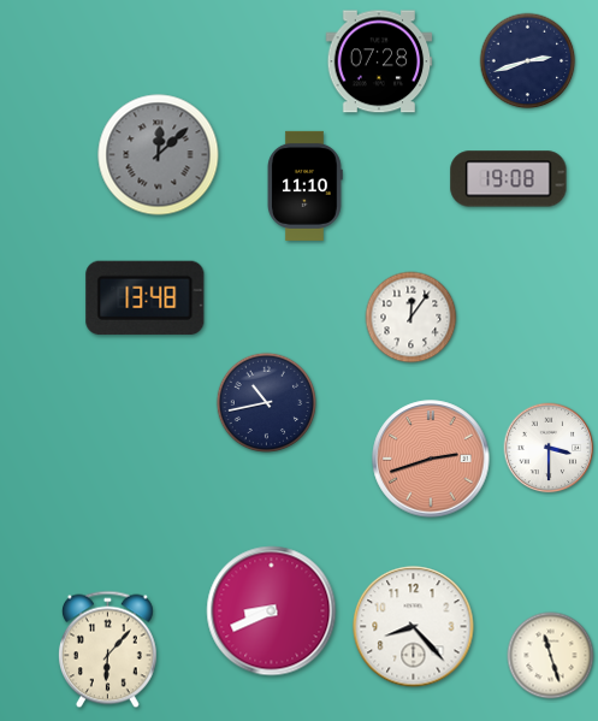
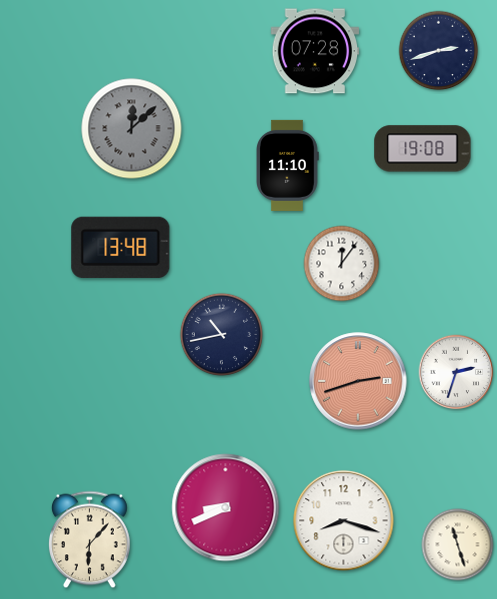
clock at (304, 185) position: (304, 185) -> (287, 165)
clock at (549, 448): 3:30 -> 2:33
clock at (414, 627): 8:23 -> 8:18
